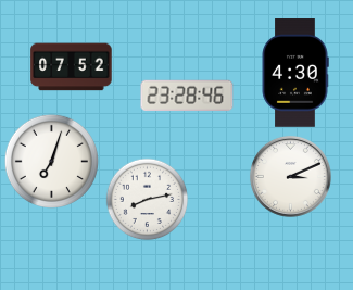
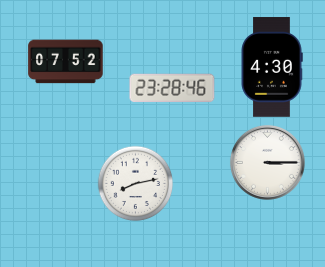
clock at (51, 161): 7:03 -> none
clock at (290, 176): 3:11 -> 3:15
